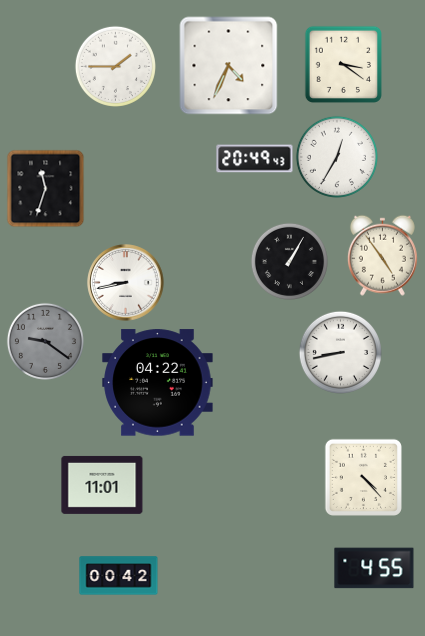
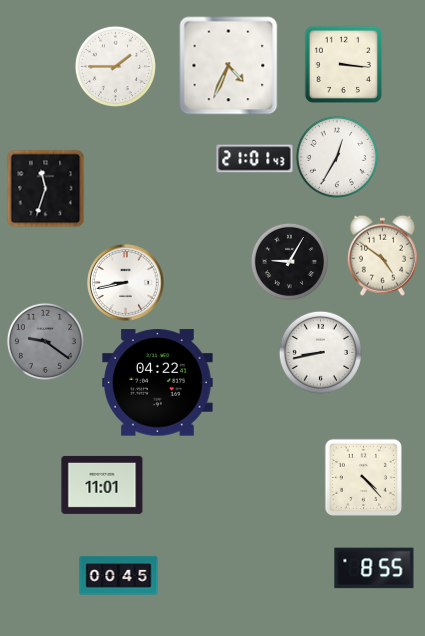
clock at (343, 64): 3:21 -> 3:16
clock at (255, 159): 20:49 -> 21:01
clock at (382, 255): 4:54 -> 4:51
clock at (289, 261): 1:05 -> 9:05
clock at (340, 352) position: (340, 352) -> (320, 352)
clock at (374, 568): 4:55 -> 8:55
clock at (119, 576): 00:42 -> 00:45
